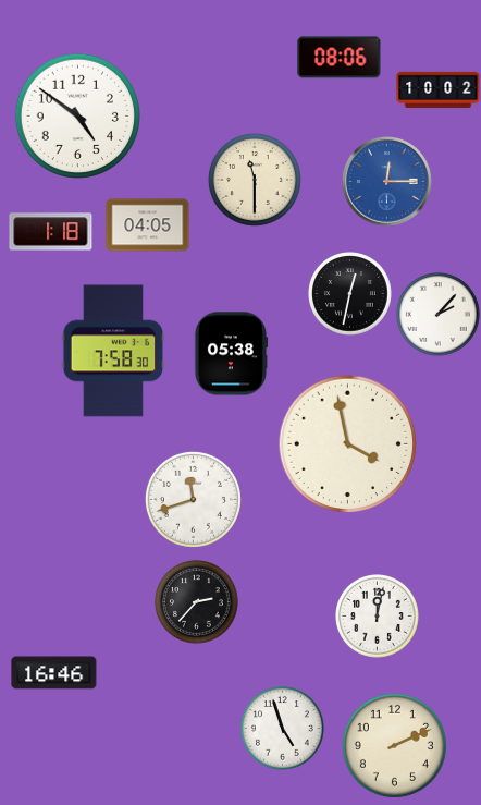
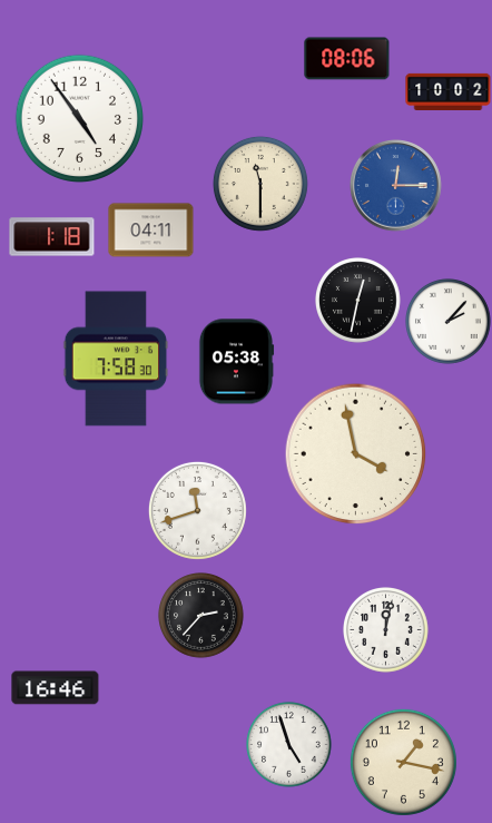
clock at (77, 115): 4:51 -> 4:54
clock at (148, 225): 04:05 -> 04:11
clock at (394, 745): 2:11 -> 1:17
